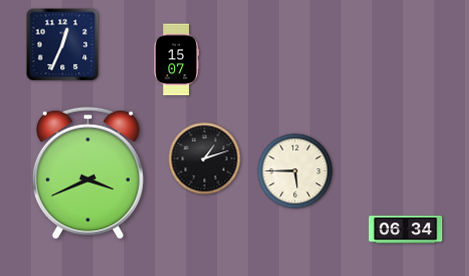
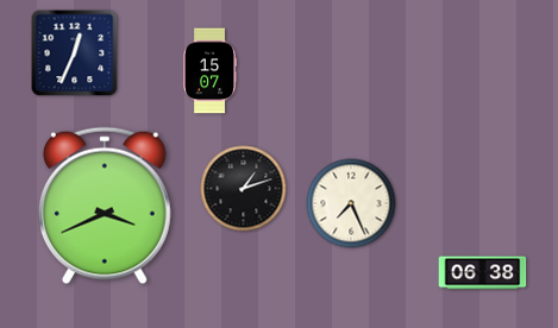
clock at (295, 171): 5:45 -> 7:26
clock at (406, 230): 06:34 -> 06:38
